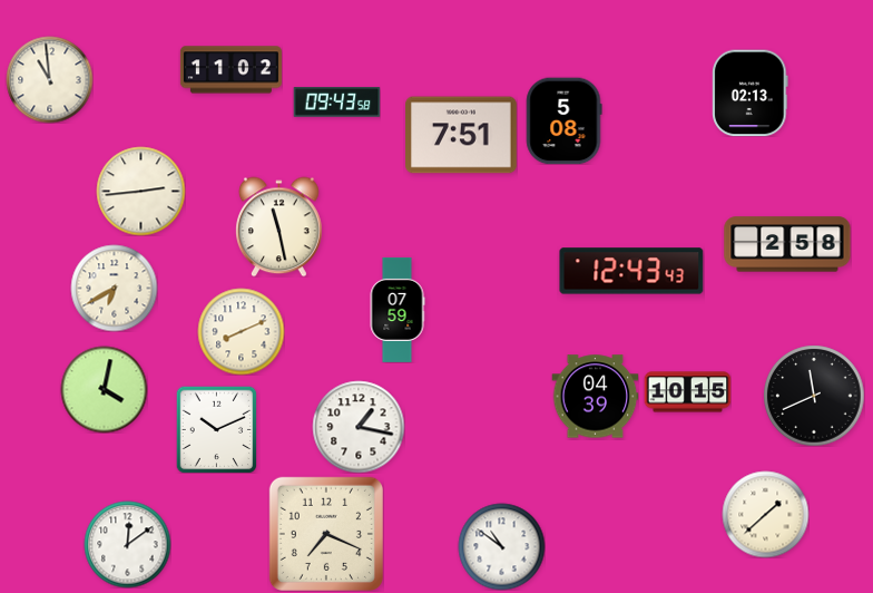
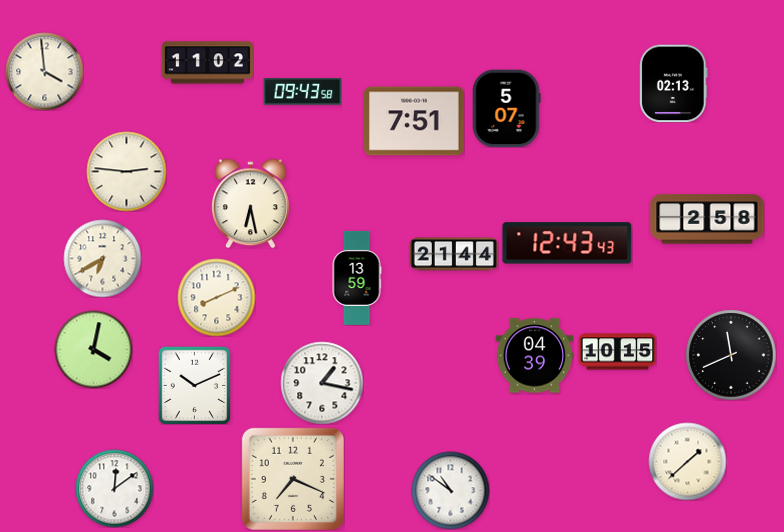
clock at (49, 79): 10:59 -> 3:59
clock at (565, 120): 5:08 -> 5:07
clock at (140, 191): 2:44 -> 2:46
clock at (279, 226): 11:28 -> 6:28
clock at (454, 254): none -> 21:44
clock at (398, 310): 07:59 -> 13:59
